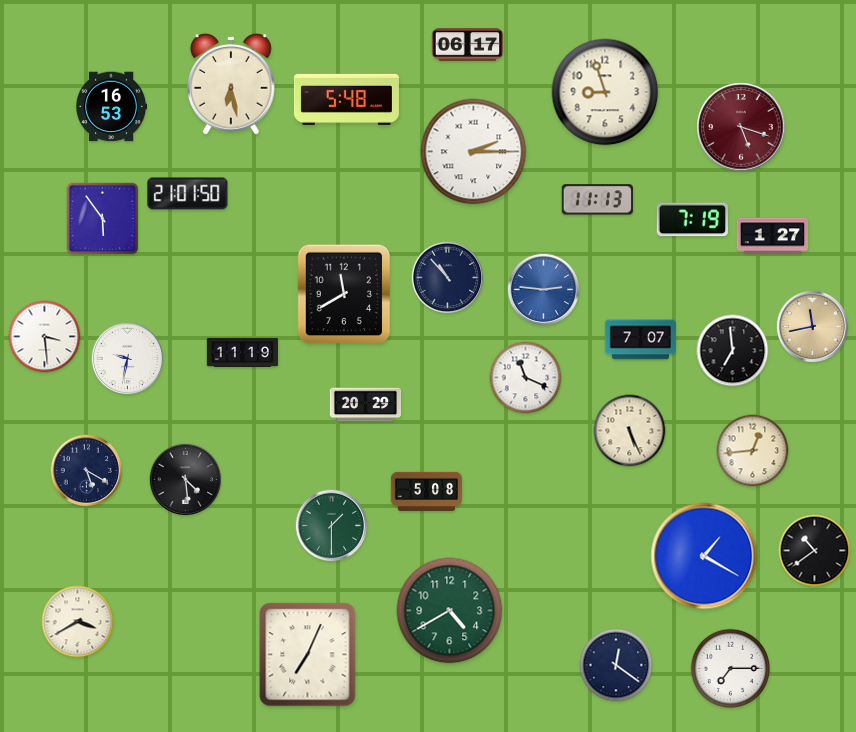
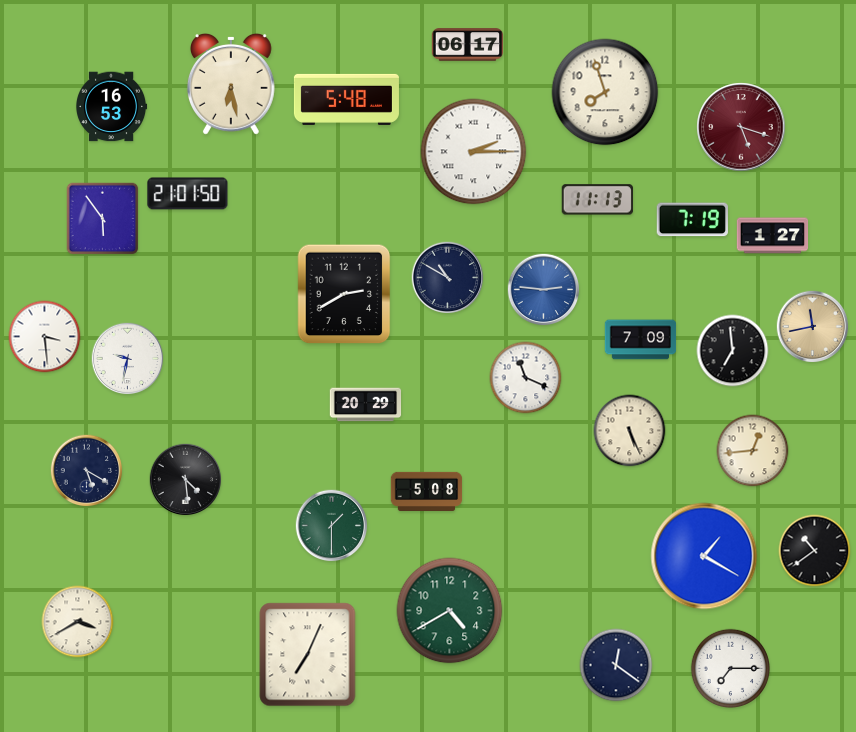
clock at (605, 92): 8:57 -> 7:57
clock at (448, 278): 10:53 -> 10:50
clock at (344, 294): 11:40 -> 2:40
clock at (641, 340): 7:07 -> 7:09
clock at (243, 352): 11:19 -> none
